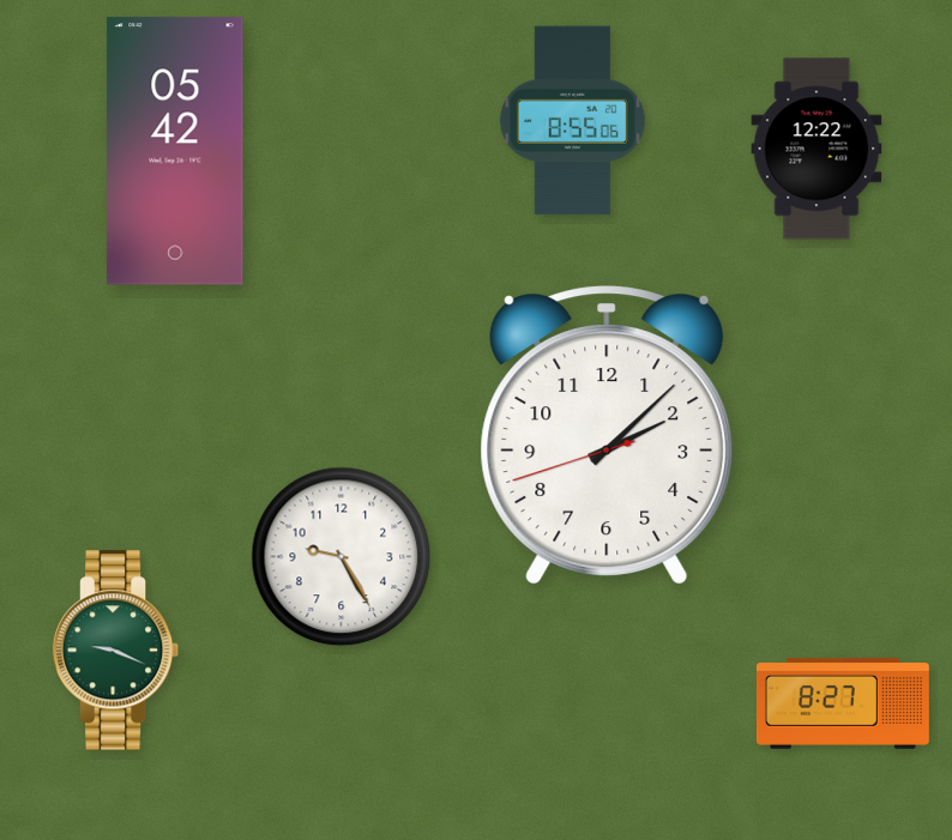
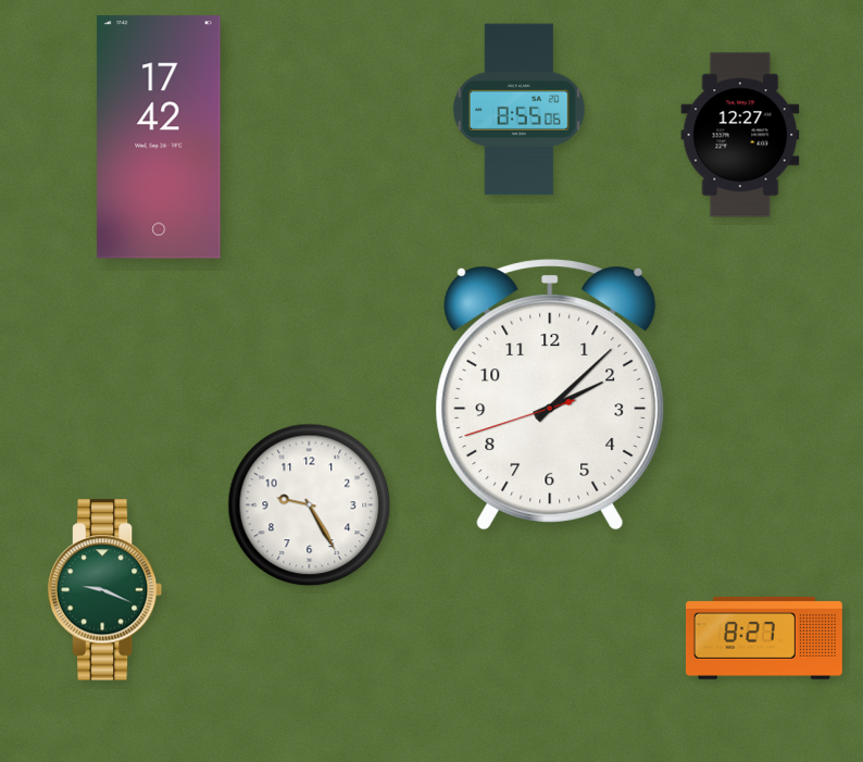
clock at (817, 149): 12:22 -> 12:27
clock at (175, 151): 05:42 -> 17:42
